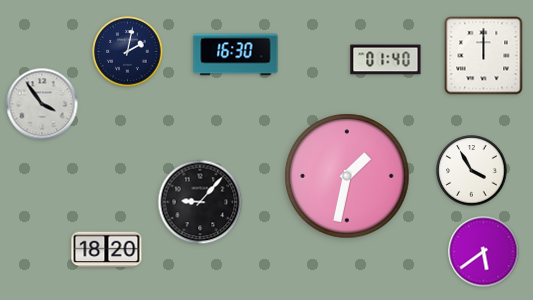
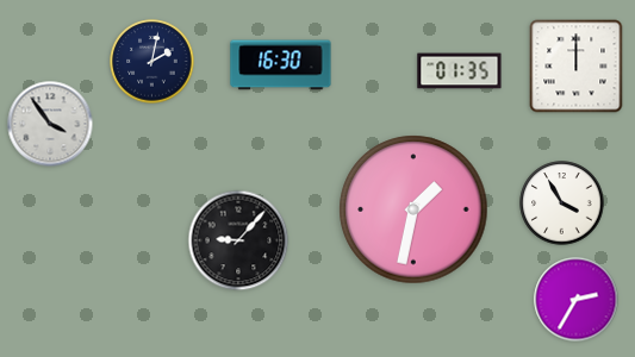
clock at (386, 60): 01:40 -> 01:35
clock at (107, 250): 18:20 -> none
clock at (484, 252): 5:39 -> 2:35
